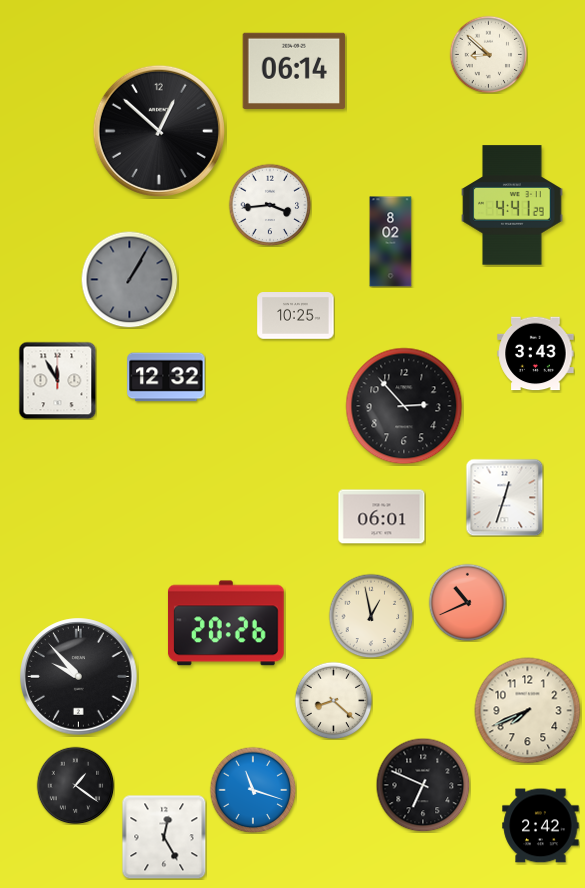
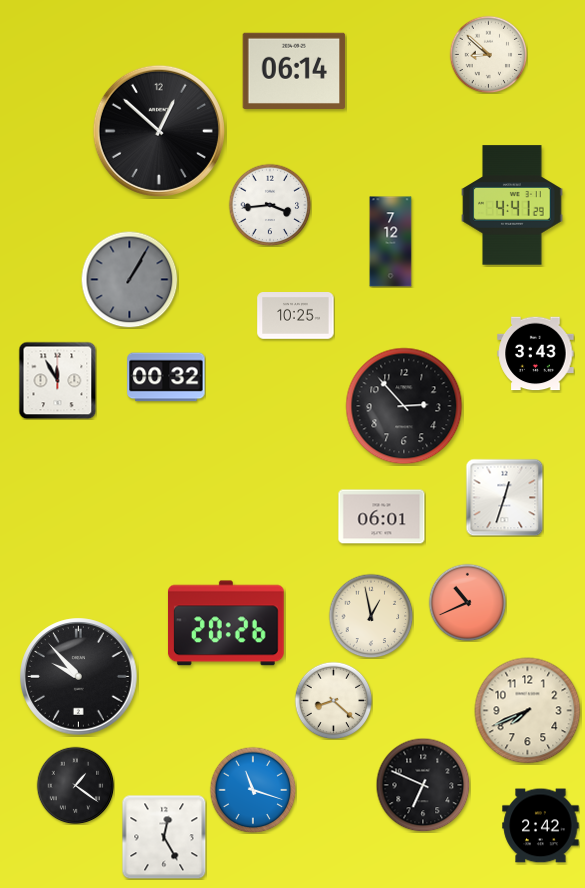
clock at (391, 242): 8:02 -> 7:12
clock at (166, 377): 12:32 -> 00:32
